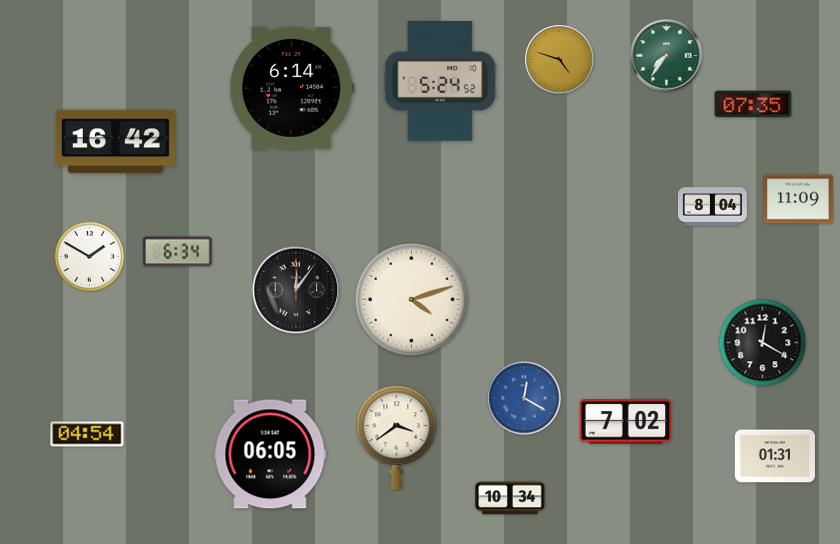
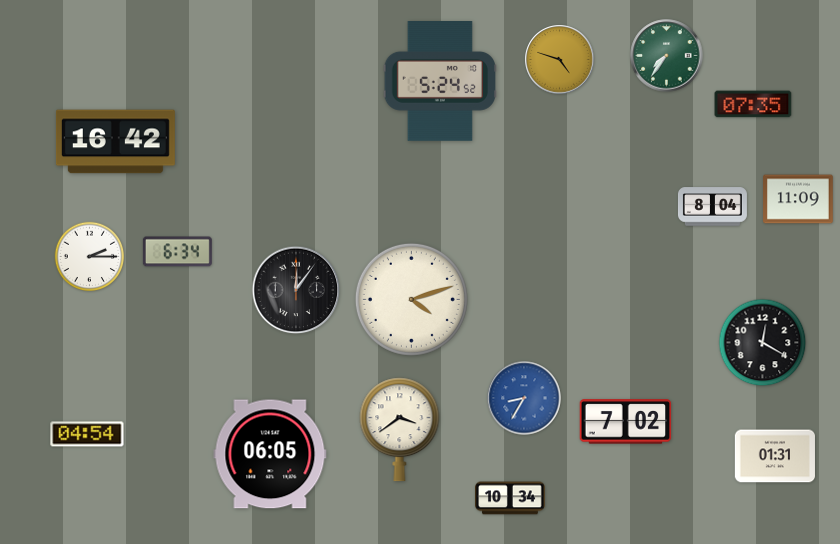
clock at (292, 88): 6:14 -> none
clock at (90, 257): 1:50 -> 2:15
clock at (524, 398): 12:20 -> 8:35
clock at (397, 438) position: (397, 438) -> (400, 430)
